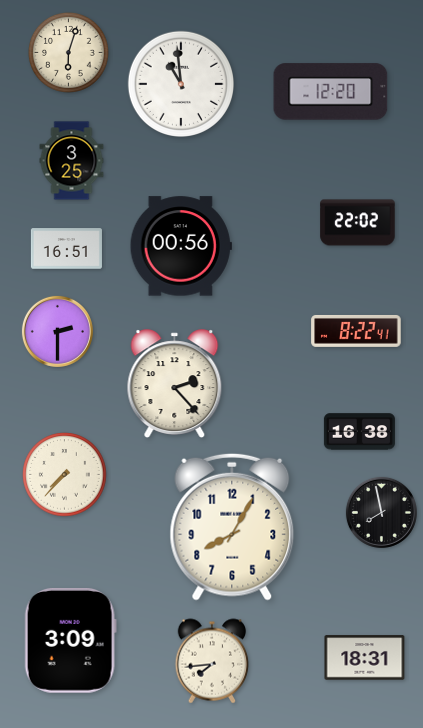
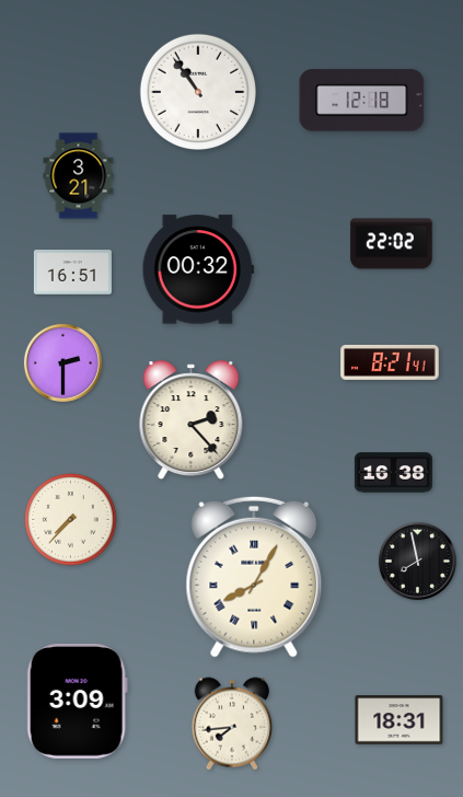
clock at (68, 52): 6:03 -> none
clock at (180, 83): 10:59 -> 10:54
clock at (331, 92): 12:20 -> 12:18
clock at (72, 161): 3:25 -> 3:21
clock at (181, 246): 00:56 -> 00:32
clock at (356, 331): 8:22 -> 8:21
clock at (232, 527) numerals: Arabic -> Roman
